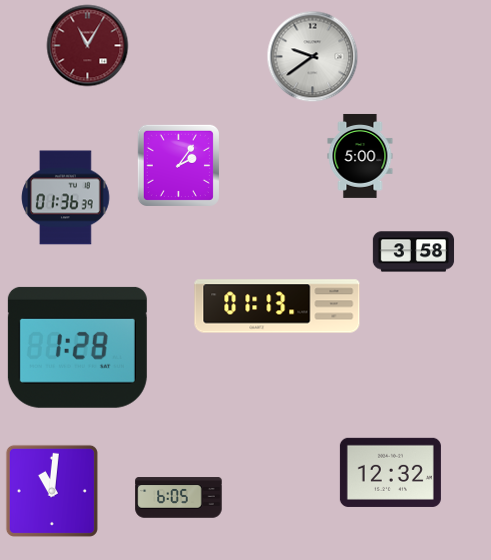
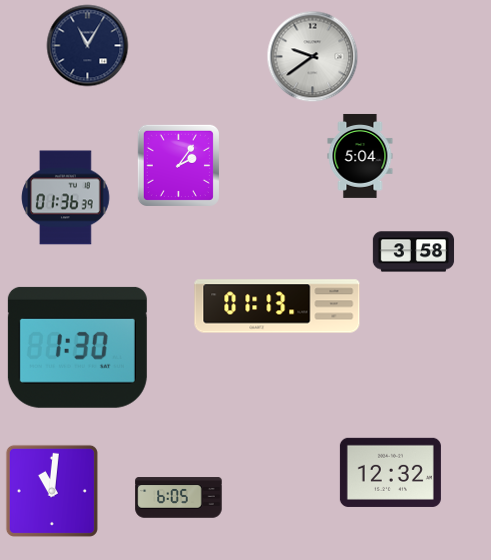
clock at (88, 46) dial: burgundy -> navy
clock at (360, 156): 5:00 -> 5:04
clock at (77, 347): 1:28 -> 1:30
